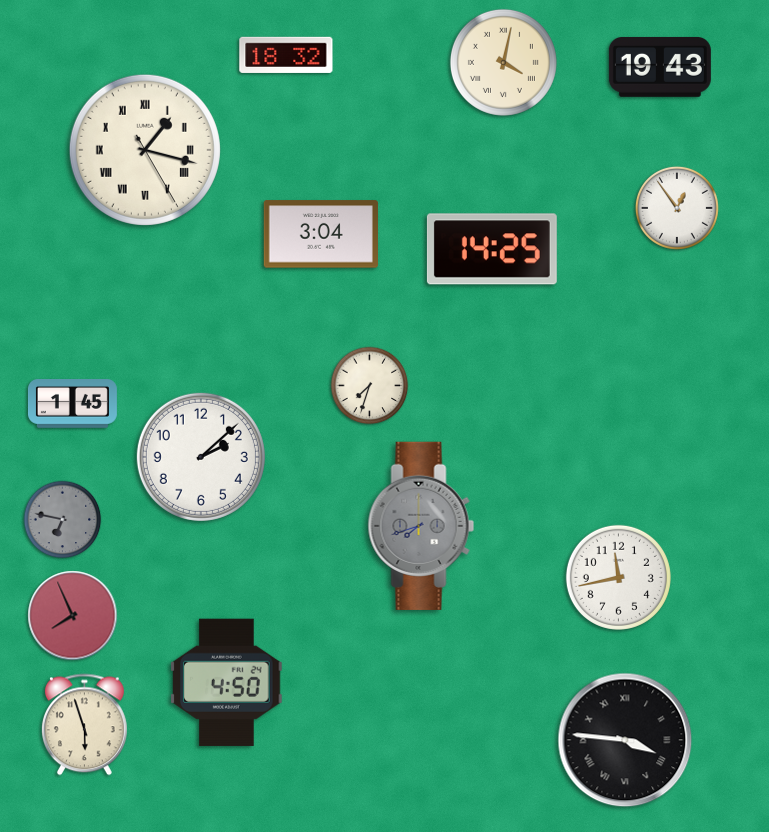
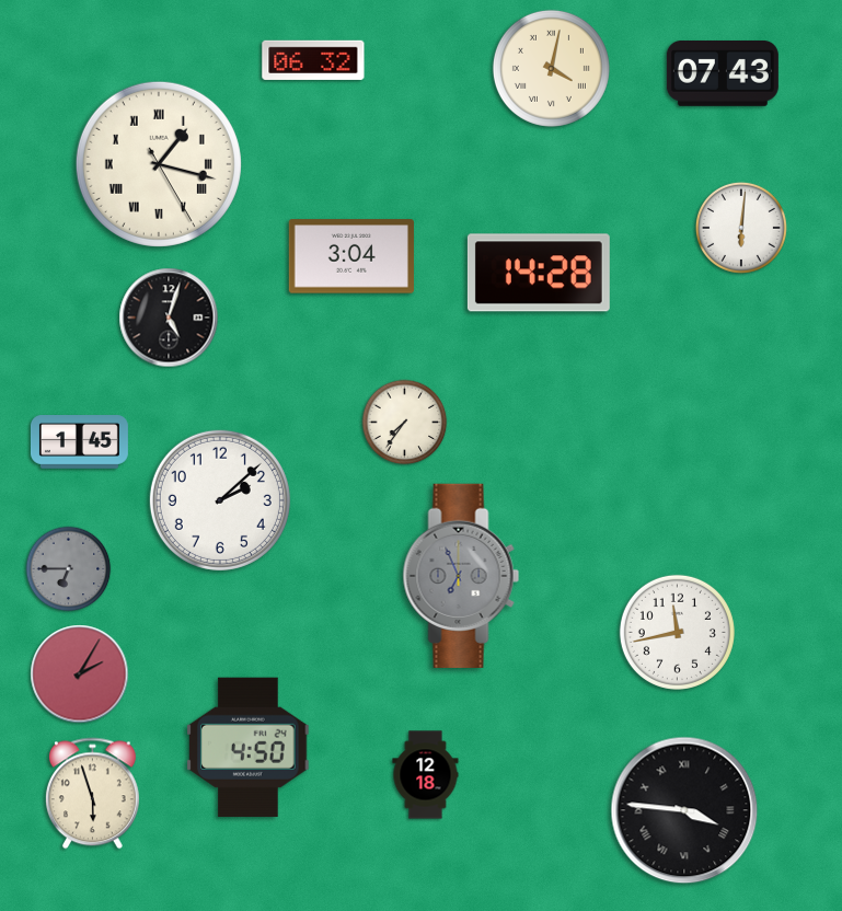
clock at (286, 55): 18:32 -> 06:32
clock at (660, 67): 19:43 -> 07:43
clock at (677, 208): 12:54 -> 6:01
clock at (492, 249): 14:25 -> 14:28
clock at (169, 318): none -> 5:03
clock at (370, 386): 7:33 -> 7:36
clock at (63, 520): 6:47 -> 6:45
clock at (421, 526): 7:42 -> 6:56
clock at (73, 616): 7:56 -> 2:05
clock at (426, 775): none -> 12:18
